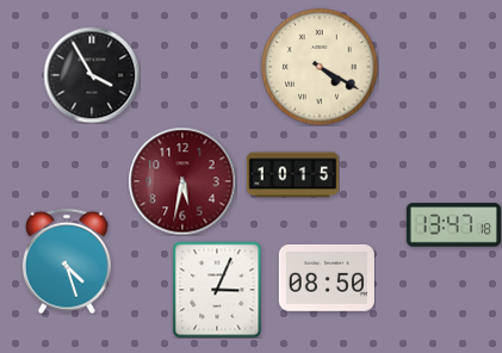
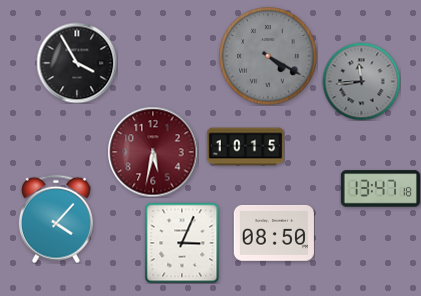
clock at (320, 67) dial: cream -> grey
clock at (361, 81): none -> 11:44
clock at (67, 261): 4:27 -> 4:07
